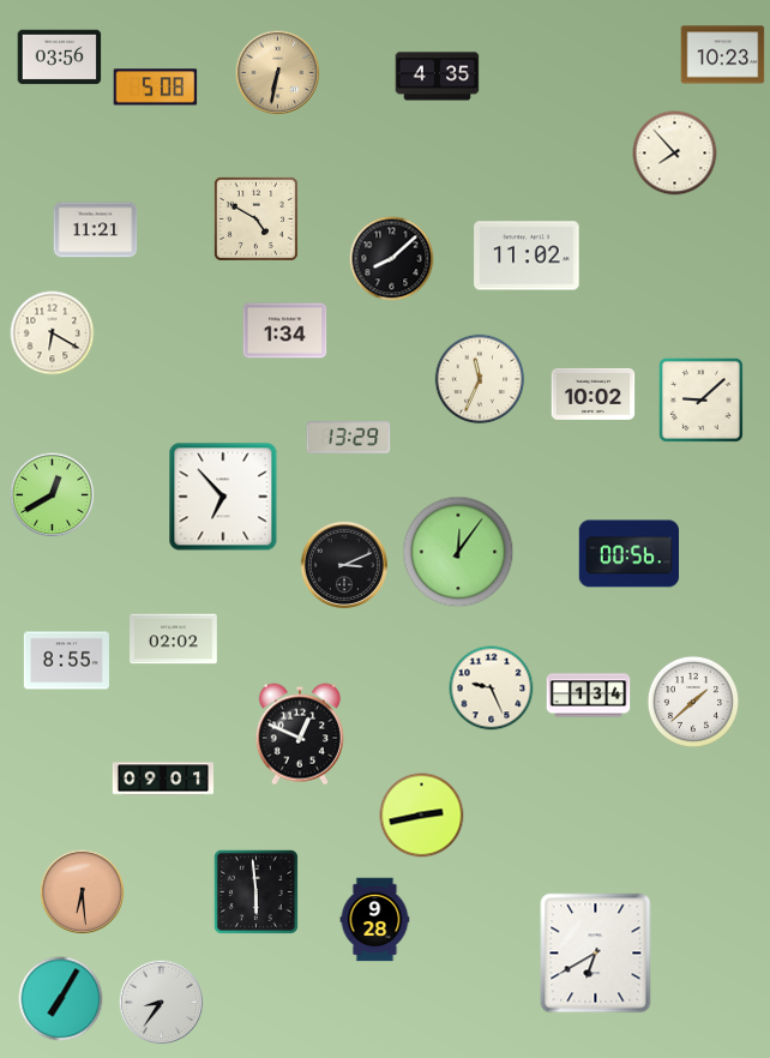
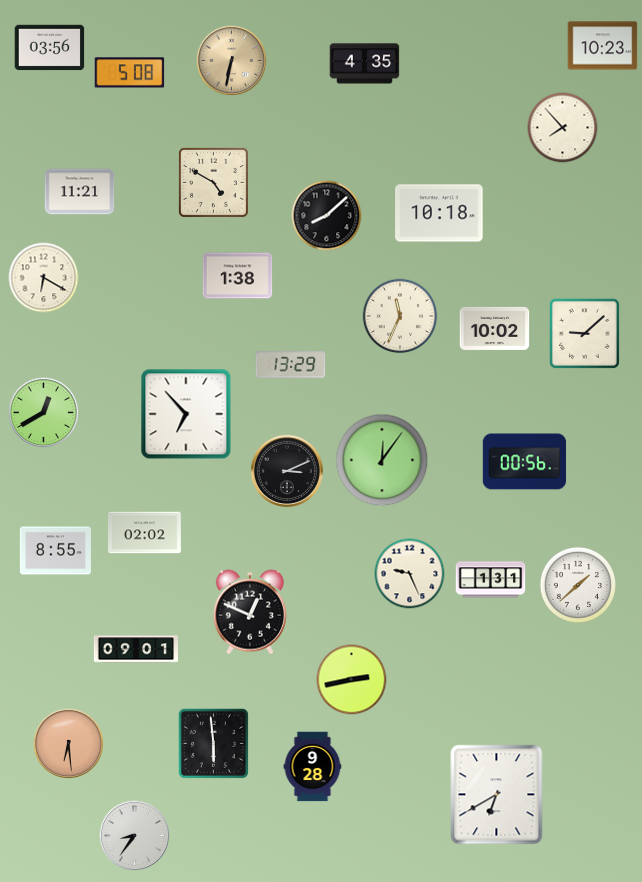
clock at (527, 256): 11:02 -> 10:18
clock at (285, 331): 1:34 -> 1:38
clock at (589, 696): 1:34 -> 1:31
clock at (61, 999): 7:05 -> none
